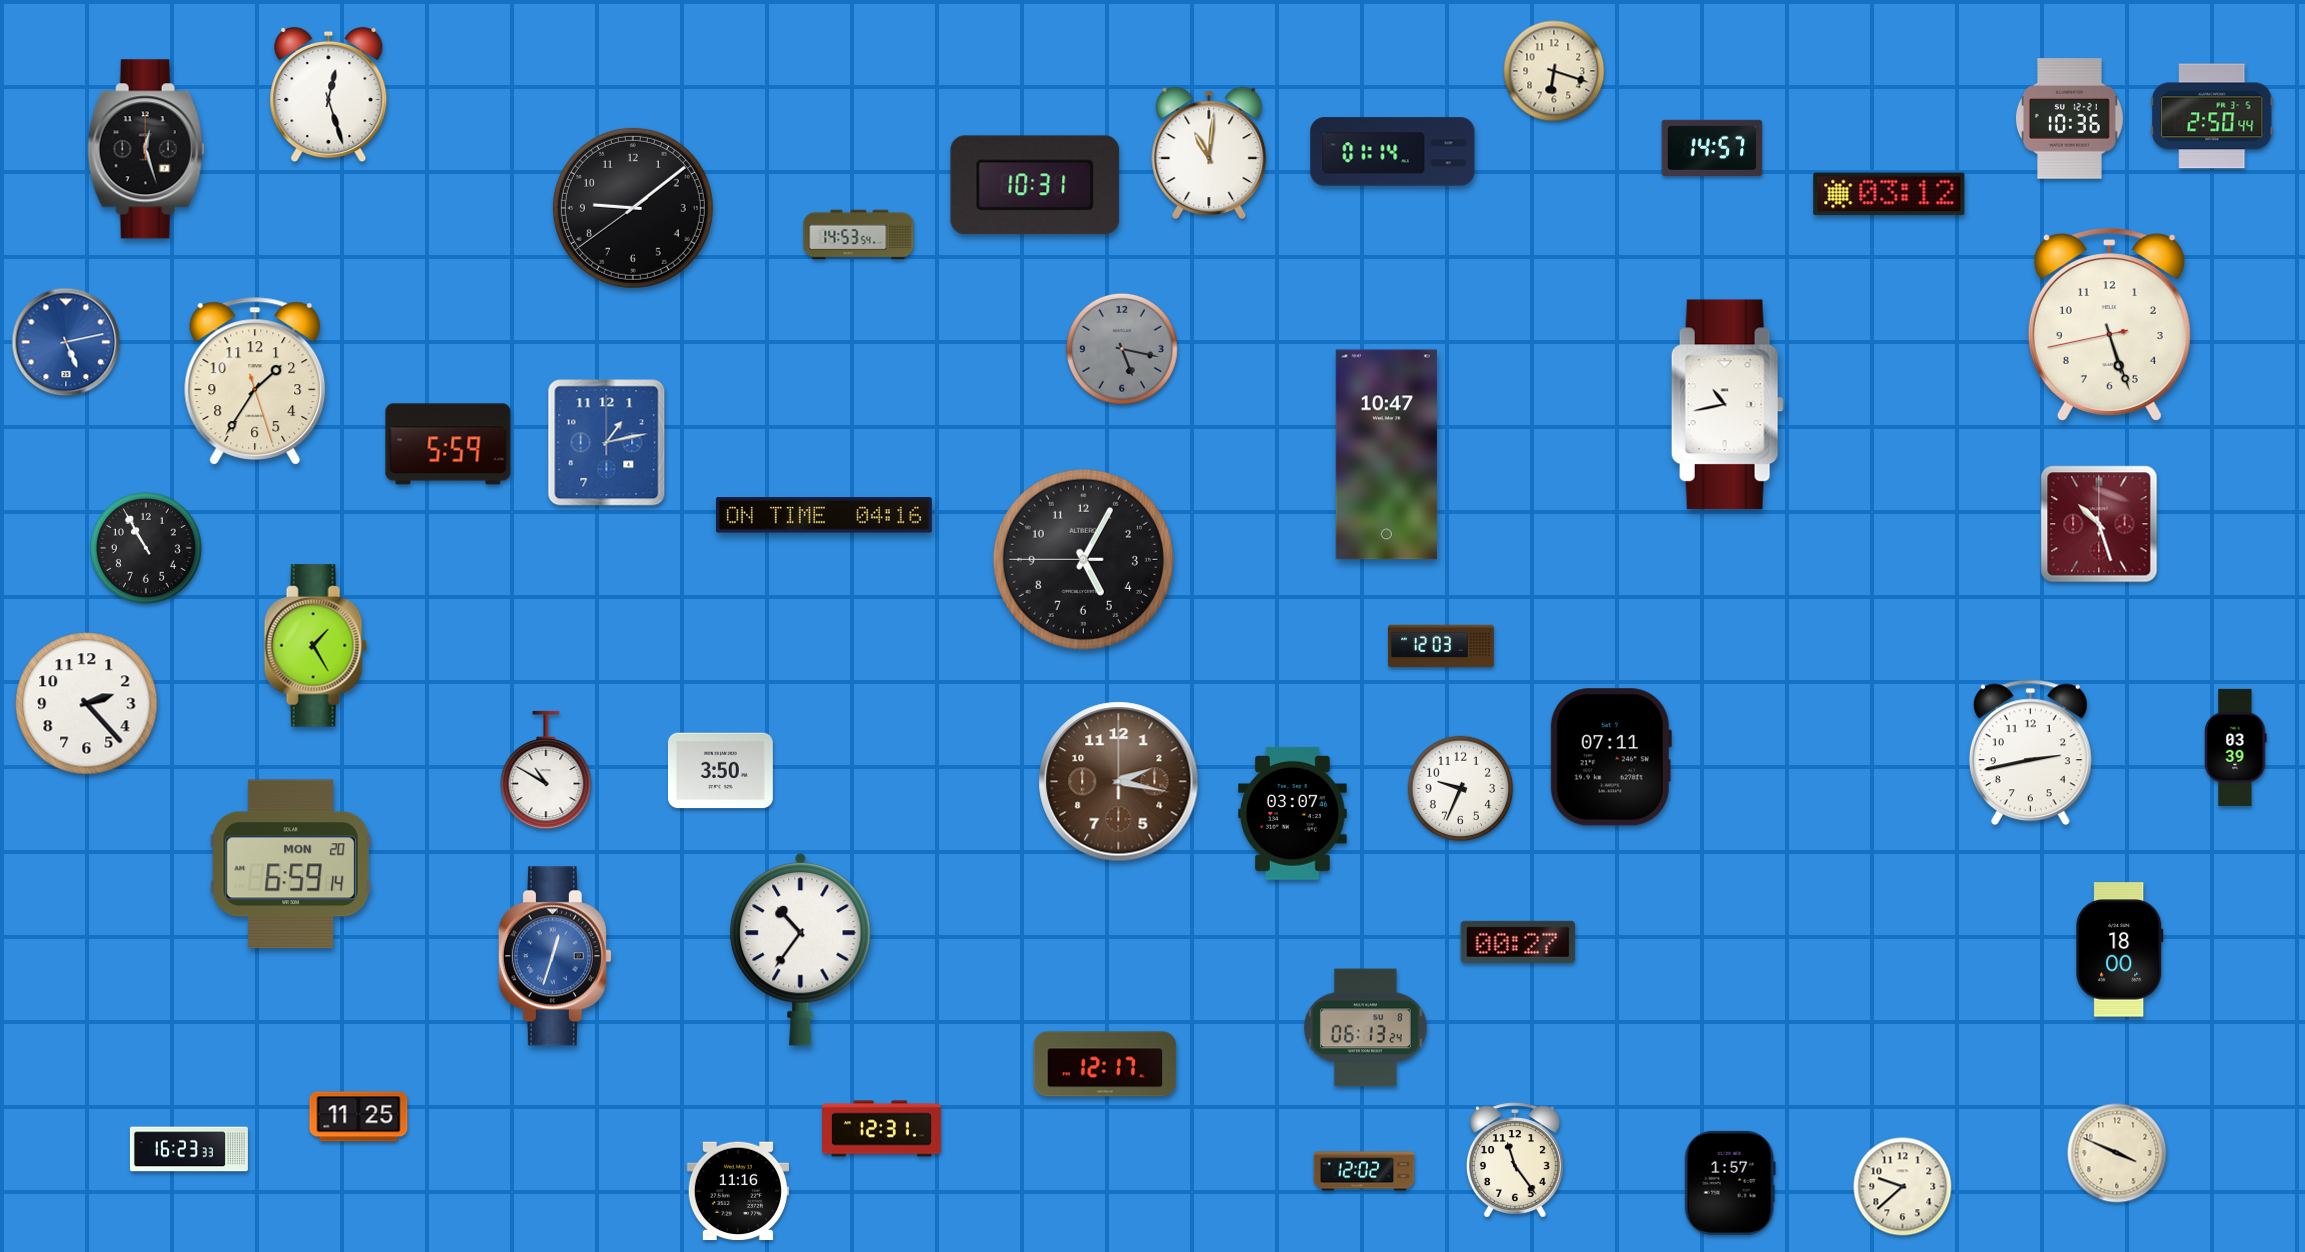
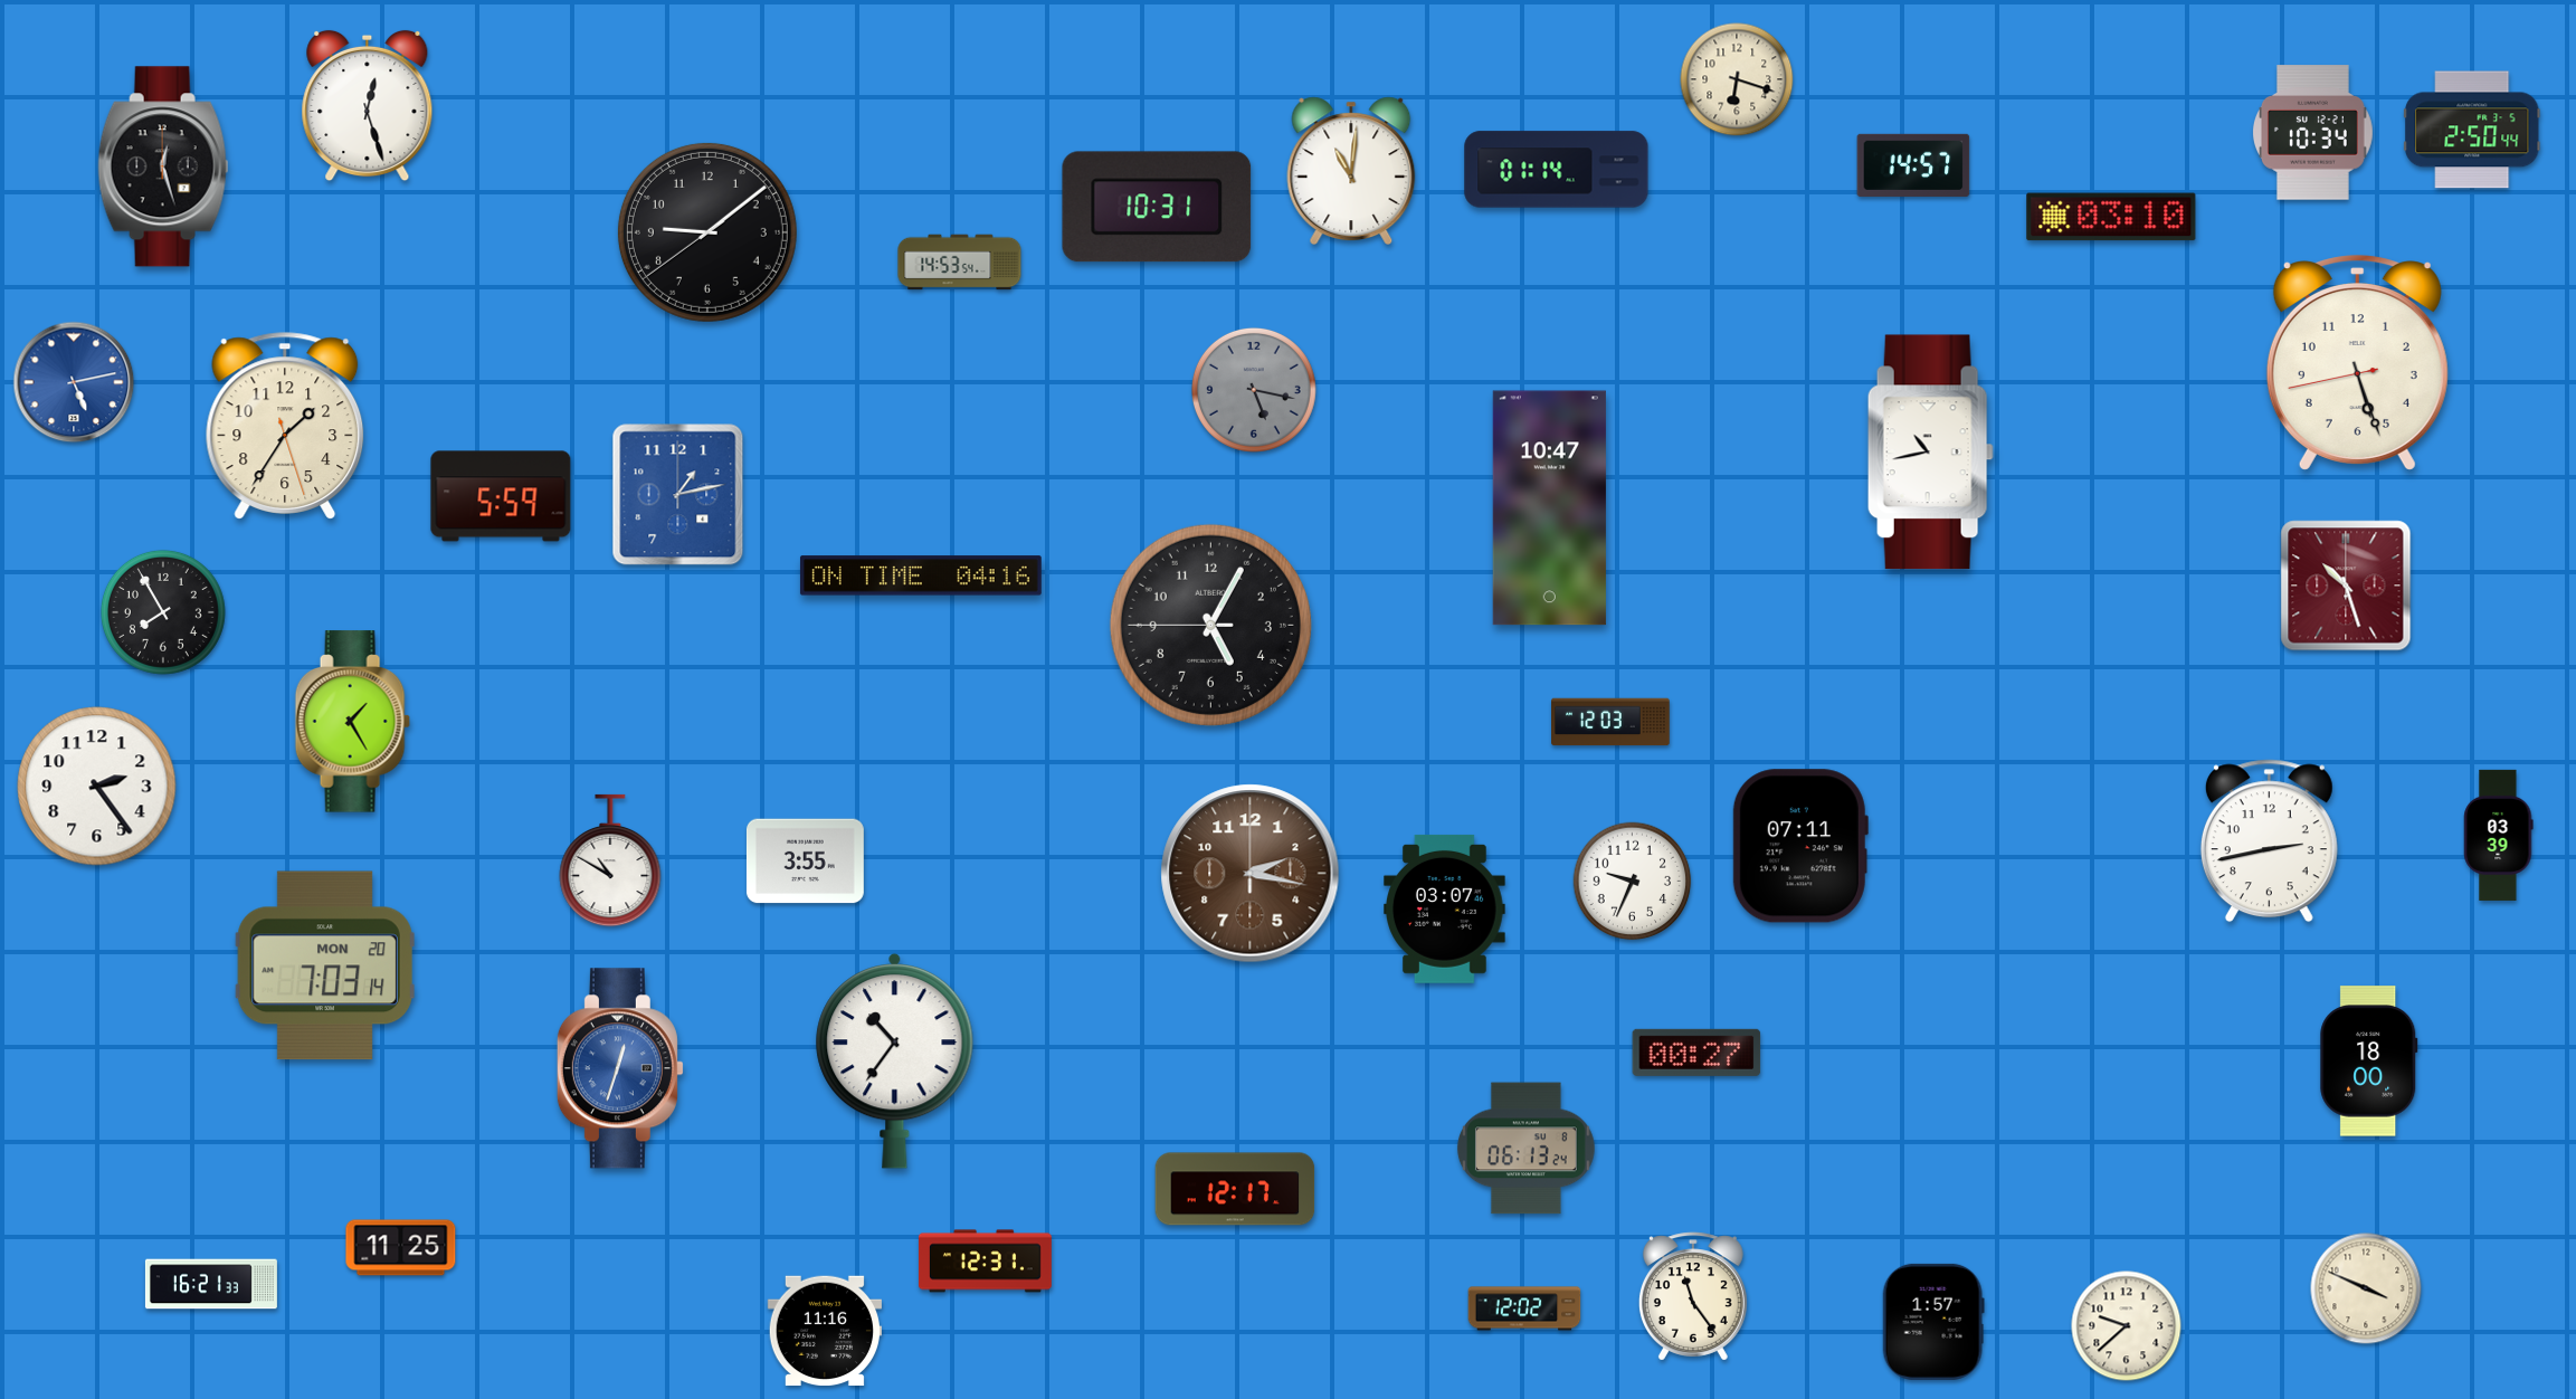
clock at (2069, 119): 10:36 -> 10:34
clock at (1889, 194): 03:12 -> 03:10
clock at (146, 548): 10:55 -> 7:55
clock at (87, 704): 2:23 -> 2:24
clock at (720, 771): 3:50 -> 3:55
clock at (291, 864): 6:59 -> 7:03
clock at (189, 1149): 16:23 -> 16:21
